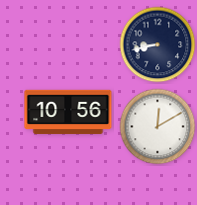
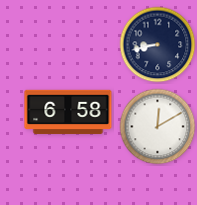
clock at (68, 112): 10:56 -> 6:58
